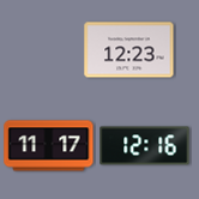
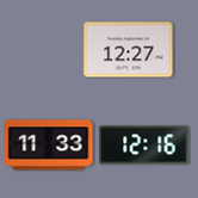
clock at (129, 50): 12:23 -> 12:27
clock at (49, 146): 11:17 -> 11:33
